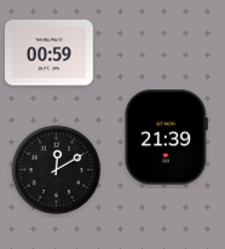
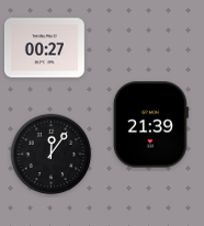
clock at (48, 53): 00:59 -> 00:27
clock at (57, 170): 12:10 -> 12:06
